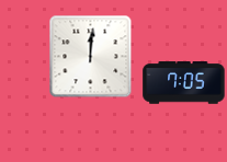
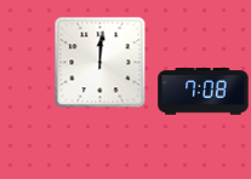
clock at (184, 83): 7:05 -> 7:08
